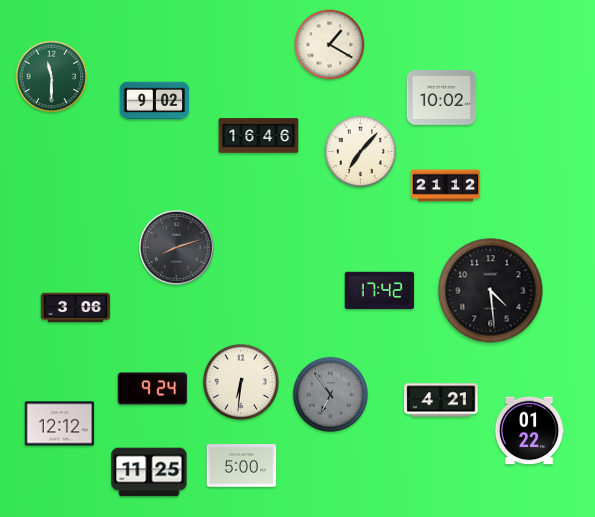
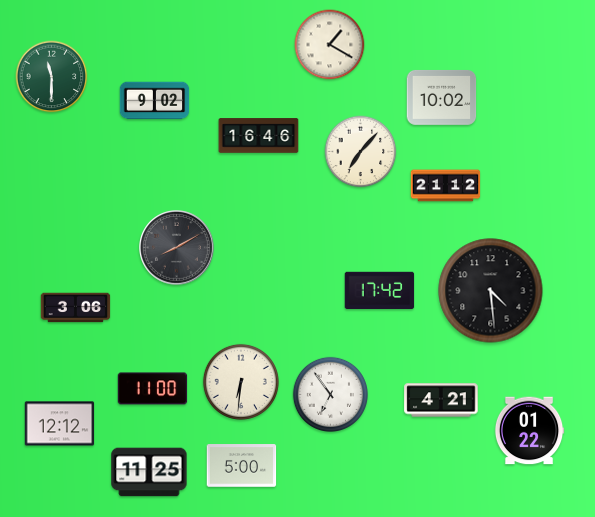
clock at (177, 248): 8:12 -> 8:10
clock at (153, 389): 9:24 -> 11:00
clock at (330, 394) dial: grey -> white
